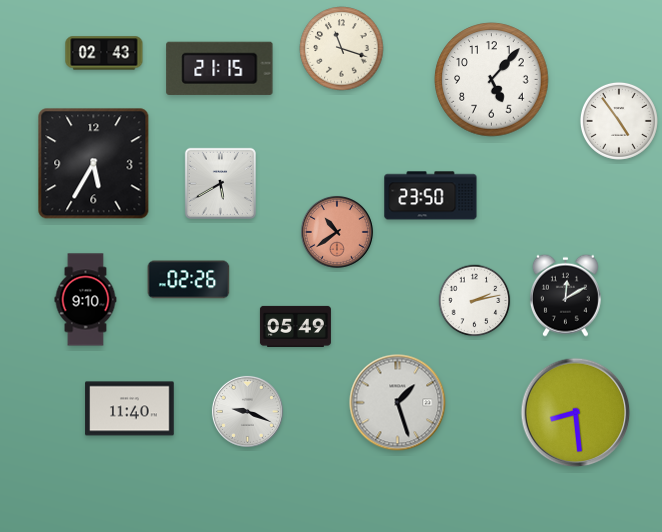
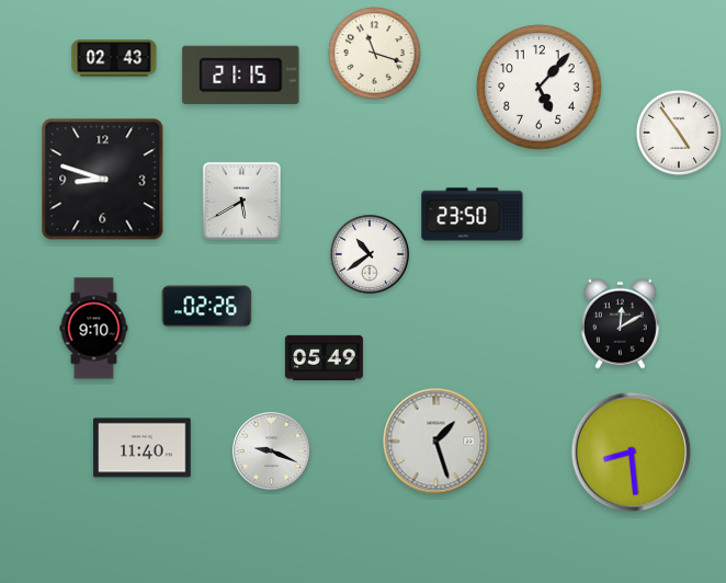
clock at (94, 164): 5:35 -> 8:48
clock at (337, 232) dial: salmon -> white
clock at (475, 301): 2:13 -> none
